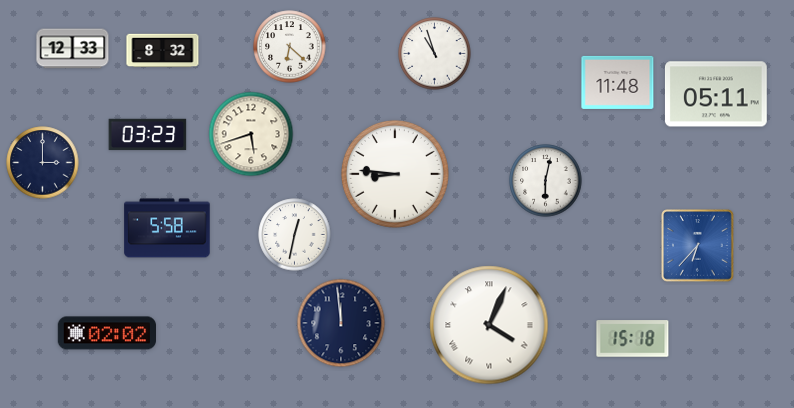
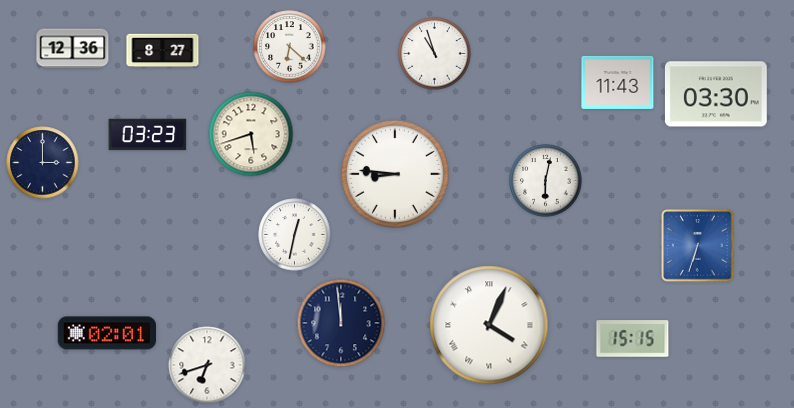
clock at (73, 49): 12:33 -> 12:36
clock at (163, 51): 8:32 -> 8:27
clock at (618, 82): 11:48 -> 11:43
clock at (716, 94): 05:11 -> 03:30
clock at (167, 228): 5:58 -> none
clock at (698, 246): 6:37 -> 6:33
clock at (106, 333): 02:02 -> 02:01
clock at (633, 339): 15:18 -> 15:15
clock at (207, 365): none -> 6:42
